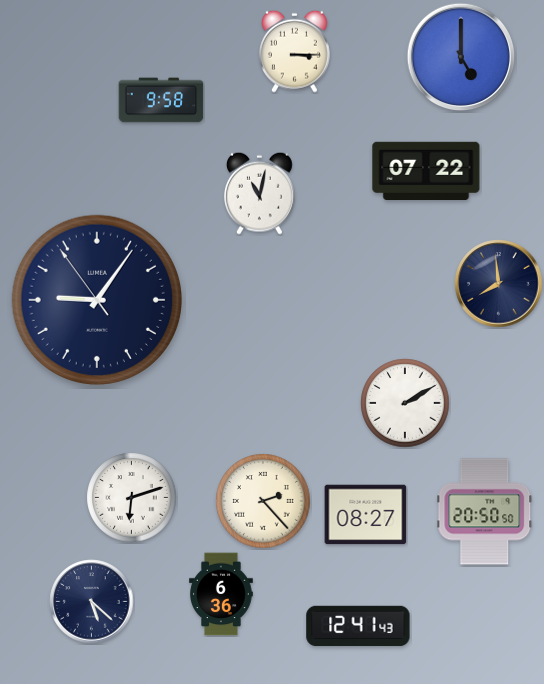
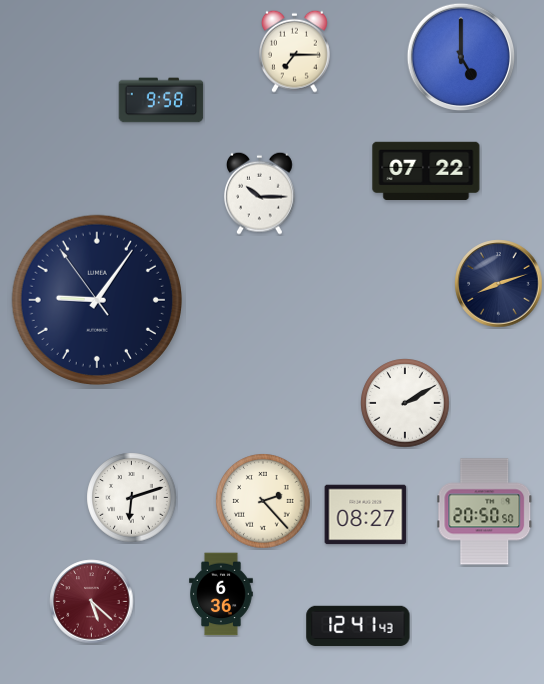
clock at (294, 51): 3:15 -> 7:15
clock at (259, 193): 11:02 -> 10:15
clock at (499, 284): 7:59 -> 8:12
clock at (92, 602) dial: navy -> burgundy
